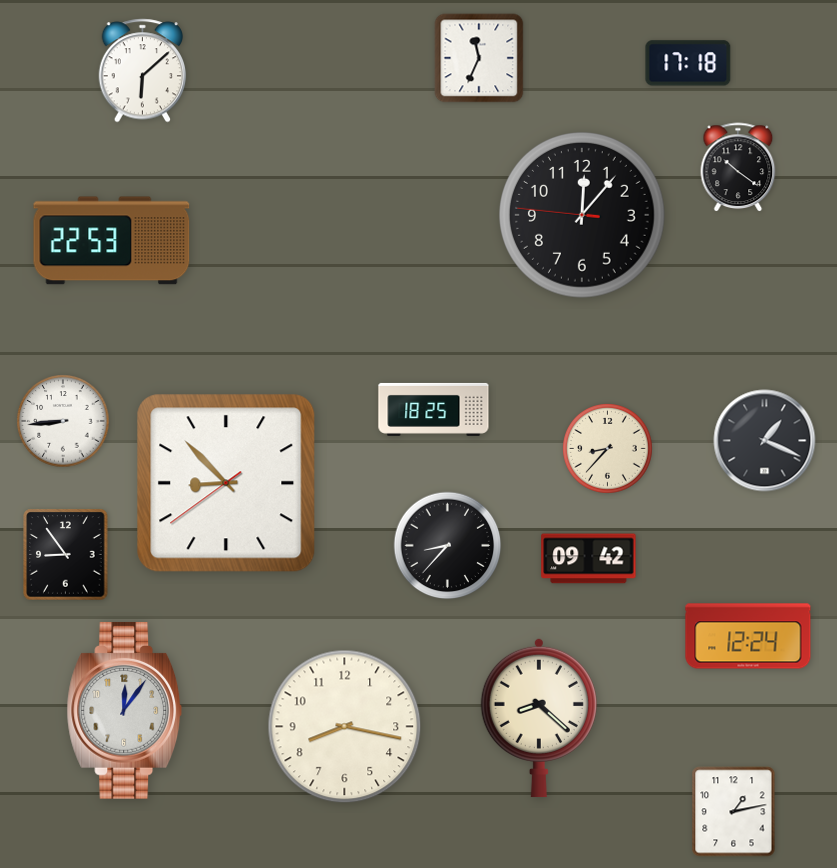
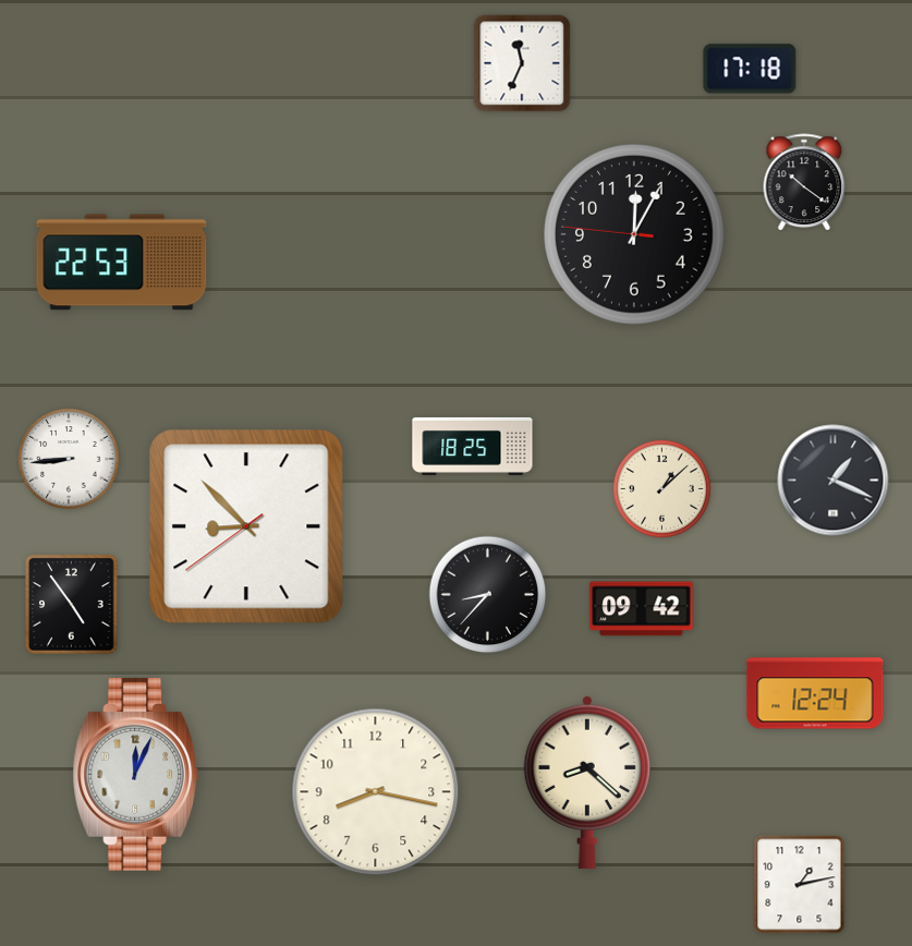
clock at (143, 71): 6:08 -> none
clock at (583, 216): 12:06 -> 12:04
clock at (608, 449): 8:37 -> 1:08
clock at (66, 555): 8:54 -> 4:54
clock at (125, 710): 12:06 -> 12:04
